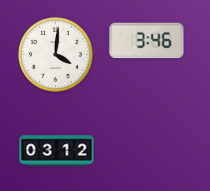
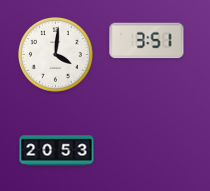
clock at (147, 41): 3:46 -> 3:51
clock at (57, 151): 03:12 -> 20:53
